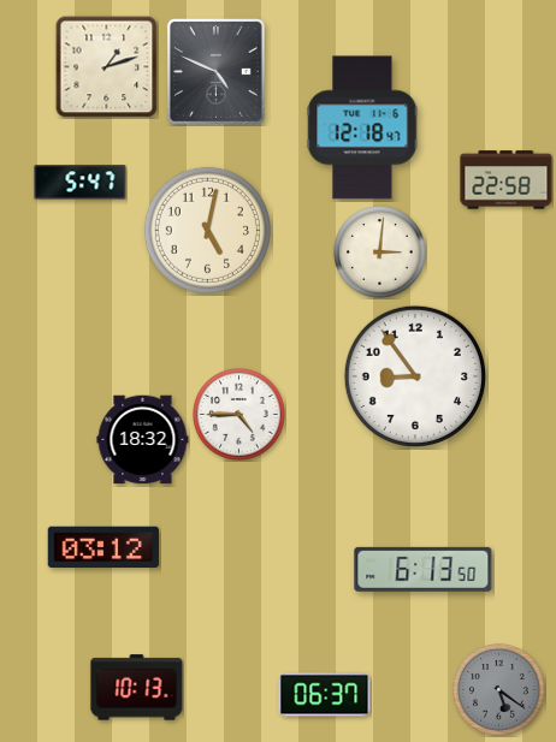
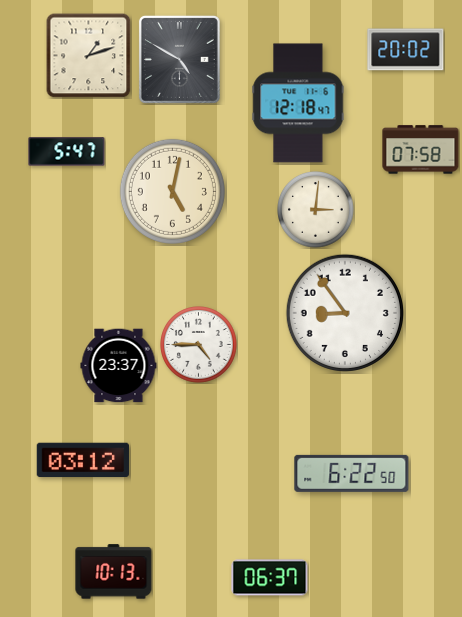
clock at (406, 50): none -> 20:02
clock at (215, 71): 4:49 -> 4:50
clock at (362, 127) position: (362, 127) -> (298, 103)
clock at (507, 180): 22:58 -> 07:58
clock at (143, 440): 18:32 -> 23:37
clock at (103, 547) position: (103, 547) -> (83, 460)
clock at (424, 569): 6:13 -> 6:22
clock at (499, 690): 5:21 -> none
